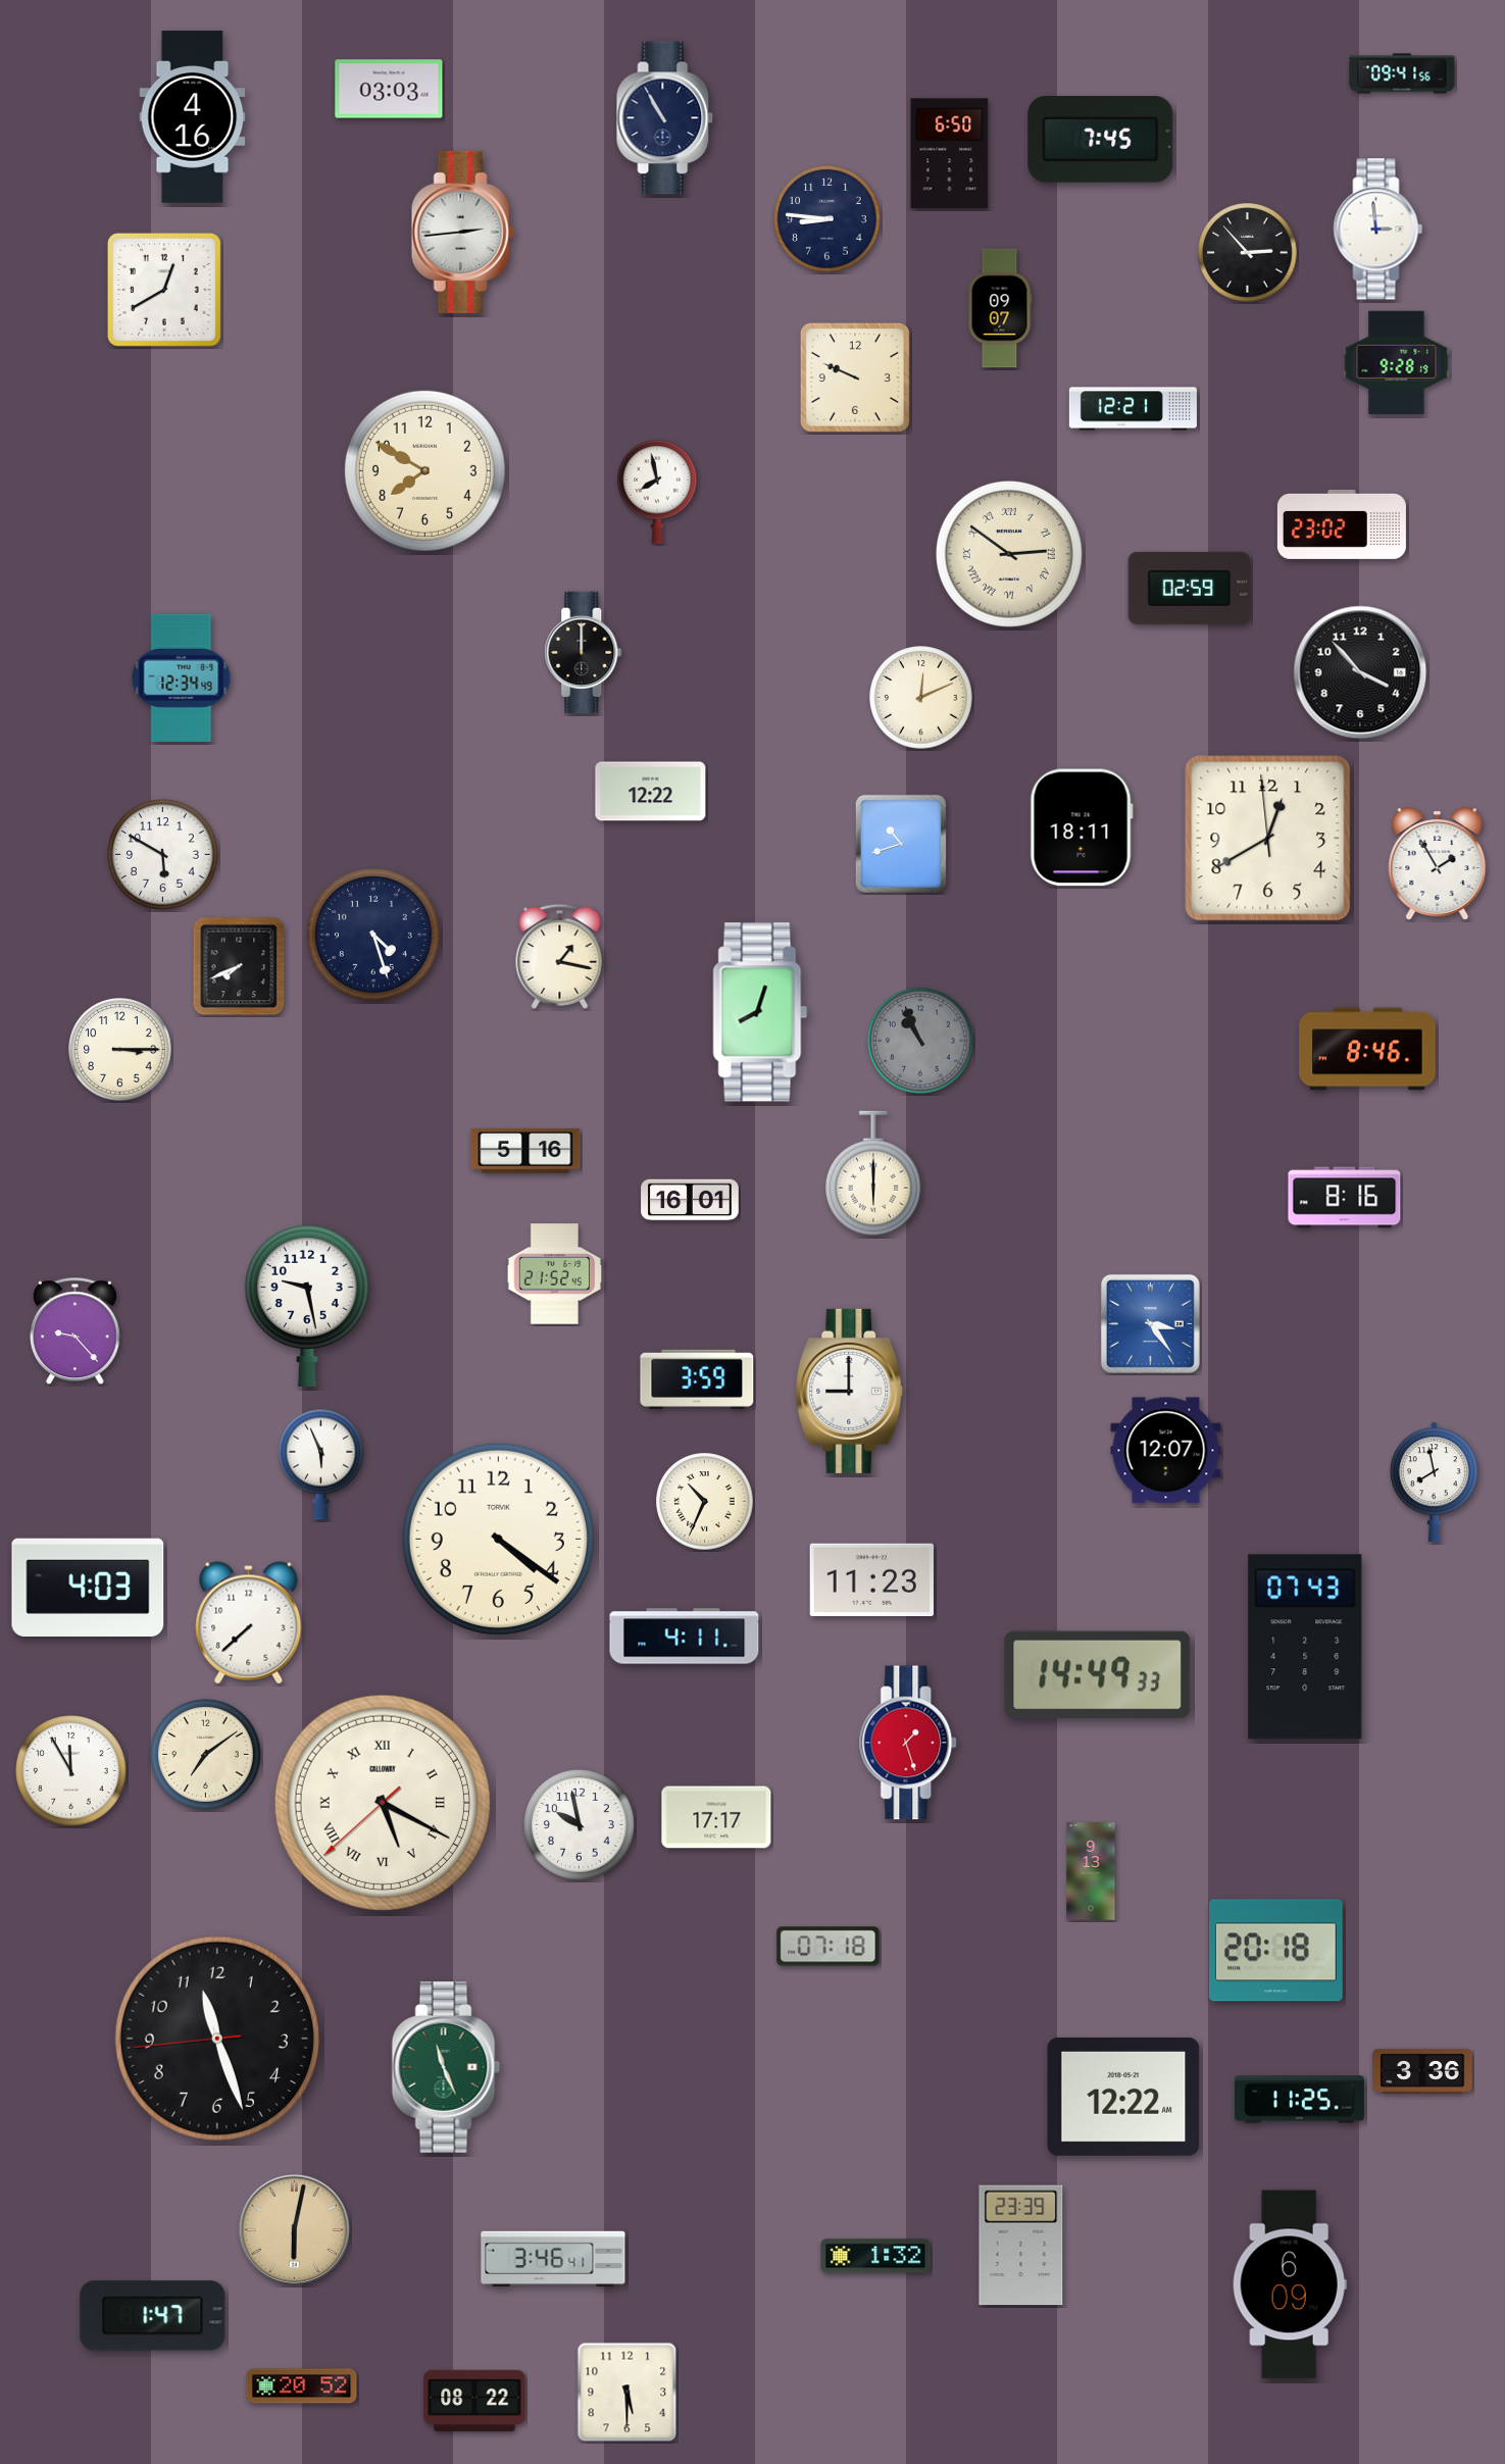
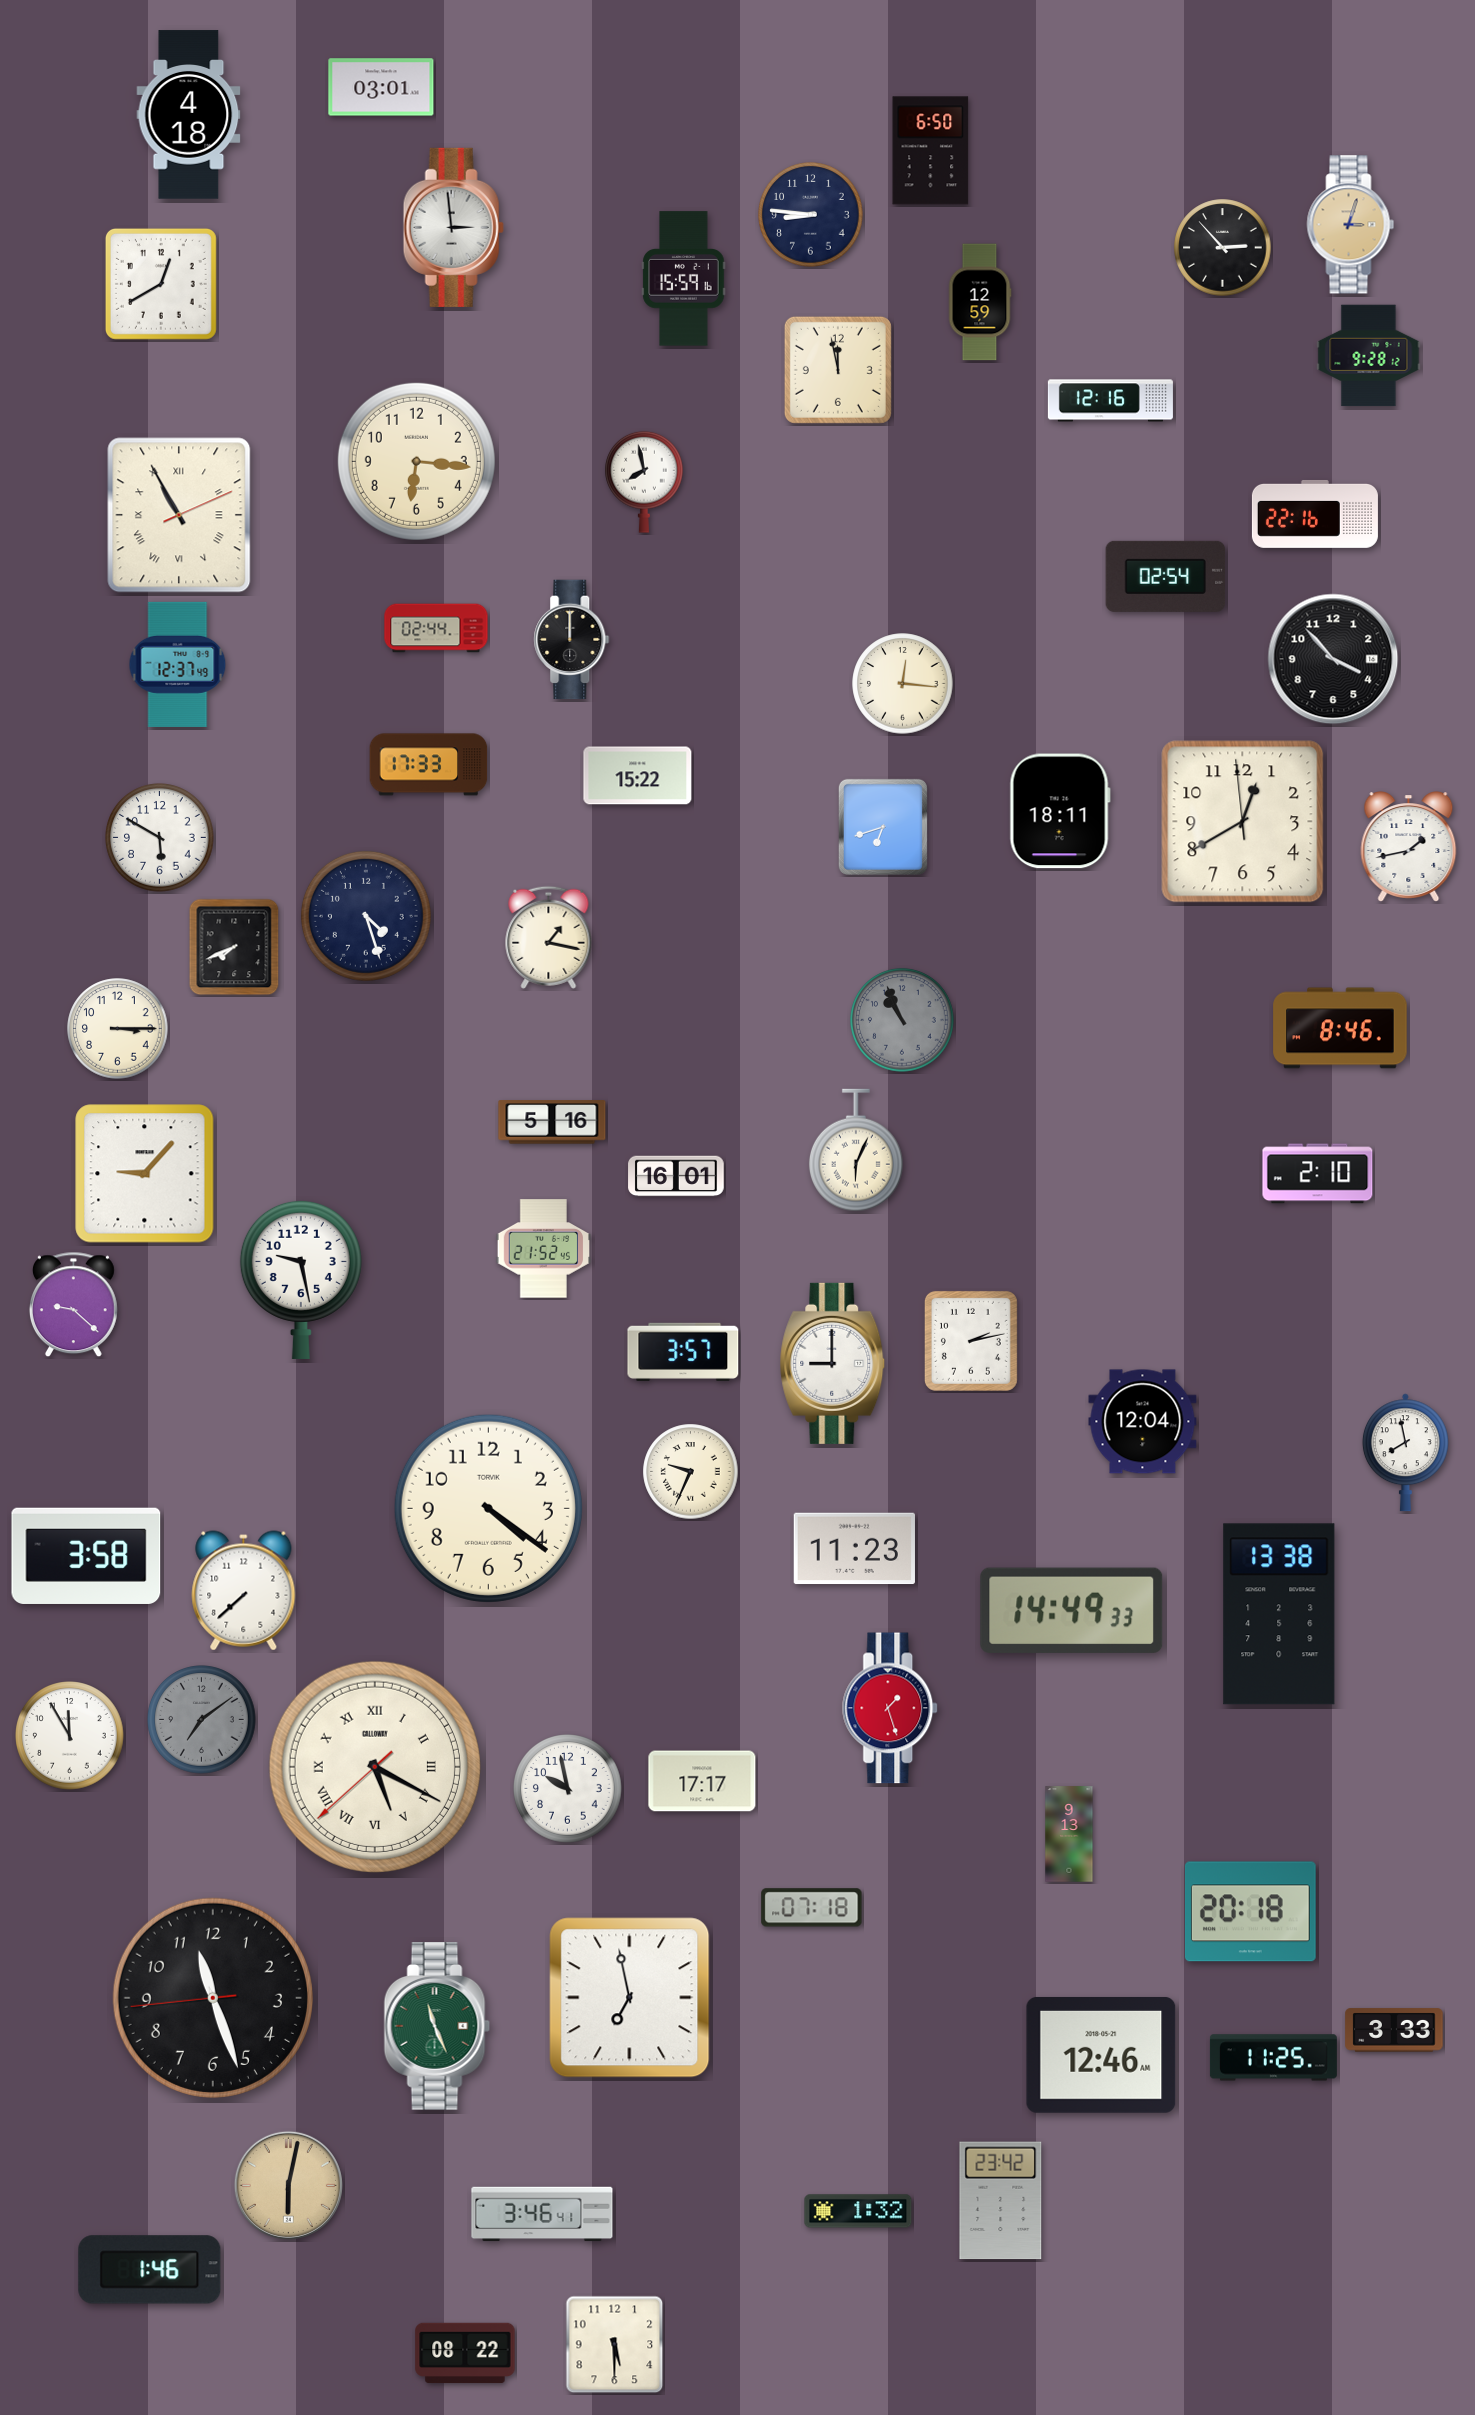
clock at (1402, 73): 09:41 -> none
clock at (389, 89): 03:03 -> 03:01
clock at (193, 117): 4:16 -> 4:18
clock at (665, 118): 10:55 -> none
clock at (1101, 140): 7:45 -> none
clock at (1378, 230): 2:59 -> 3:03
clock at (1378, 230) dial: white -> champagne
clock at (462, 232): 2:44 -> 2:59
clock at (684, 279): none -> 15:59
clock at (1000, 308): 09:07 -> 12:59
clock at (1397, 363): 9:28:19 -> 9:28:12
clock at (855, 378): 9:49 -> 11:58
clock at (1133, 409): 12:21 -> 12:16
clock at (424, 470): 7:50 -> 6:16
clock at (1342, 524): 23:02 -> 22:16
clock at (179, 515): none -> 10:55
clock at (1009, 554): 2:51 -> none
clock at (1190, 588): 02:59 -> 02:54
clock at (436, 628): none -> 02:44
clock at (182, 677): 12:34 -> 12:37
clock at (921, 698): 12:11 -> 12:16
clock at (429, 765): none -> 17:33
clock at (651, 792): 12:22 -> 15:22
clock at (901, 844): 10:42 -> 6:42
clock at (1438, 864): 1:55 -> 1:43
clock at (760, 1012): 8:03 -> none
clock at (525, 1151) position: (525, 1151) -> (552, 1122)
clock at (873, 1173): 6:00 -> 6:04
clock at (145, 1174): none -> 9:07
clock at (1345, 1198): 8:16 -> 2:10
clock at (1150, 1323): 3:24 -> none
clock at (74, 1331): 9:23 -> 9:22
clock at (971, 1341): none -> 2:13
clock at (697, 1379): 3:59 -> 3:57
clock at (1166, 1451): 12:07 -> 12:04
clock at (321, 1464): 5:56 -> none
clock at (705, 1502): 10:34 -> 9:34
clock at (88, 1588): 4:03 -> 3:58
clock at (685, 1637): 4:11 -> none
clock at (1305, 1647): 07:43 -> 13:38
clock at (1098, 1674) position: (1098, 1674) -> (1072, 1610)
clock at (206, 1755) dial: cream -> grey
clock at (630, 1998): none -> 6:58
clock at (1422, 2071): 3:36 -> 3:33
clock at (1123, 2097): 12:22 -> 12:46
clock at (1021, 2246): 23:39 -> 23:42
clock at (1290, 2284): 6:09 -> none
clock at (153, 2316): 1:47 -> 1:46
clock at (302, 2386): 20:52 -> none
